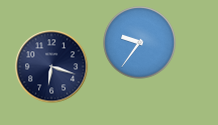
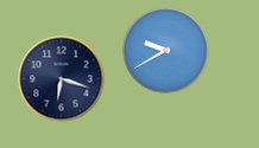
clock at (140, 43): 9:36 -> 9:40
